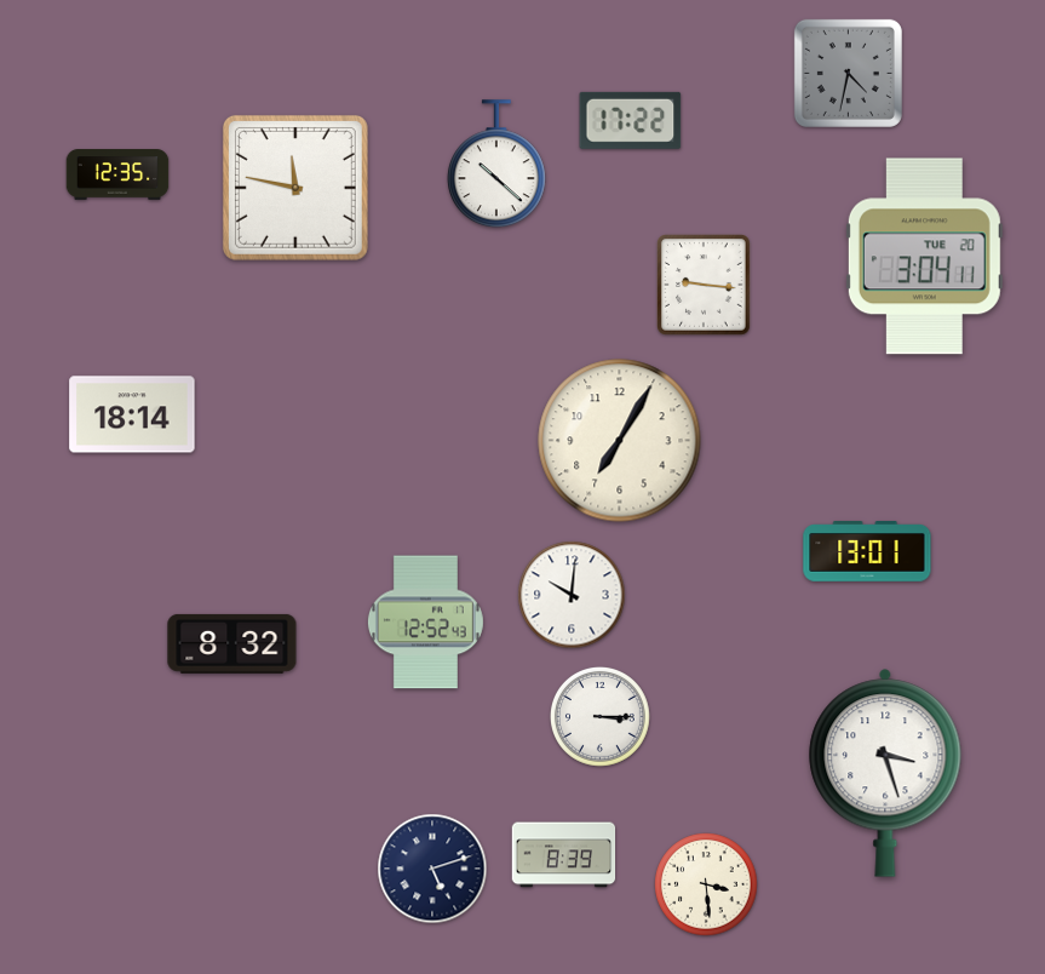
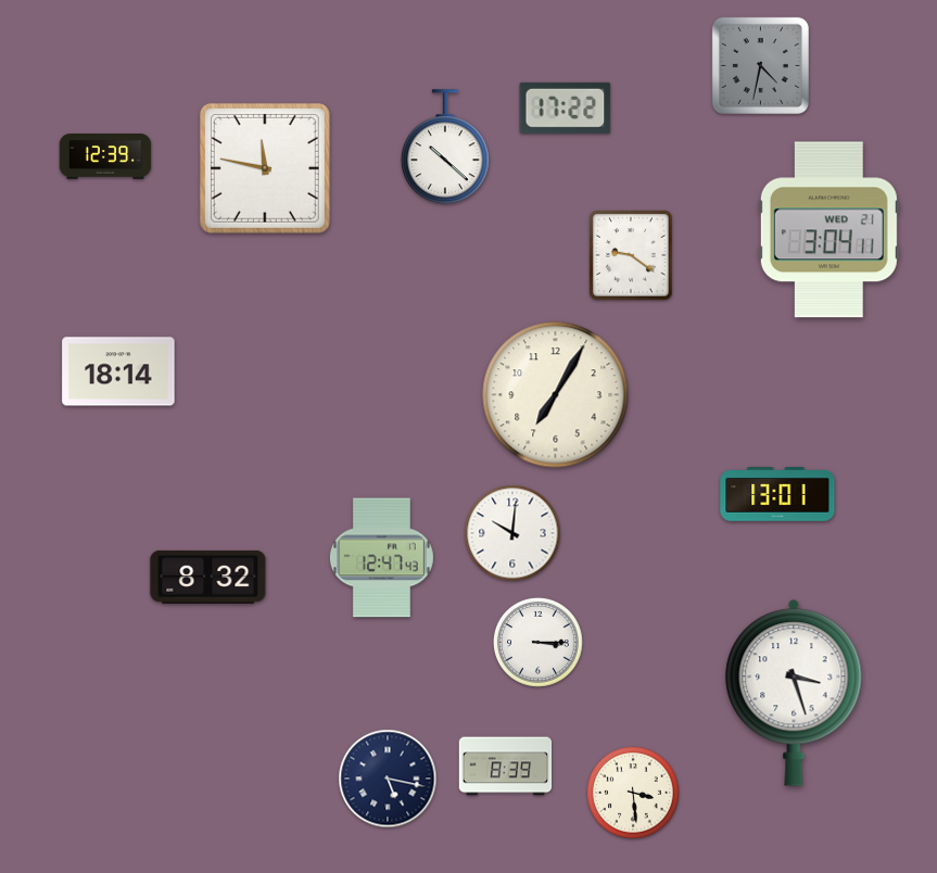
clock at (117, 174): 12:35 -> 12:39
clock at (924, 257) date: TUE 20 -> WED 21
clock at (705, 285): 9:16 -> 9:21
clock at (425, 623): 12:52 -> 12:47
clock at (432, 869): 5:12 -> 5:17
